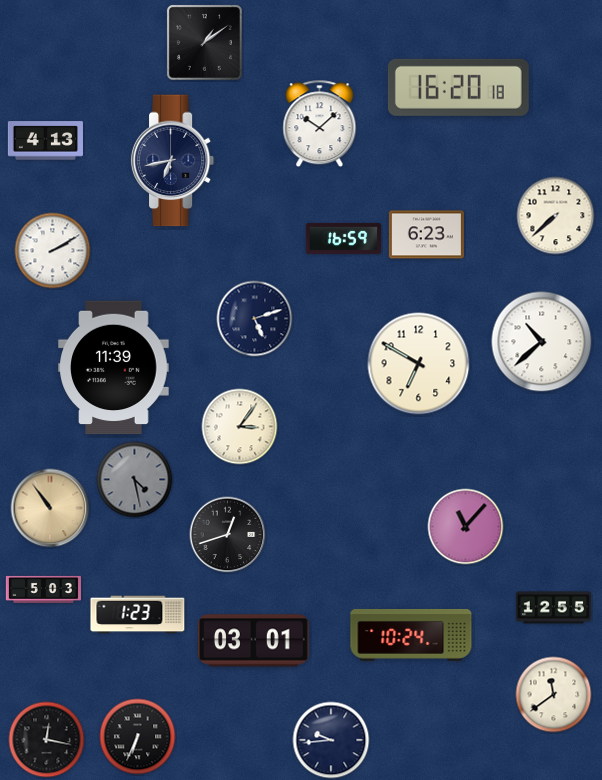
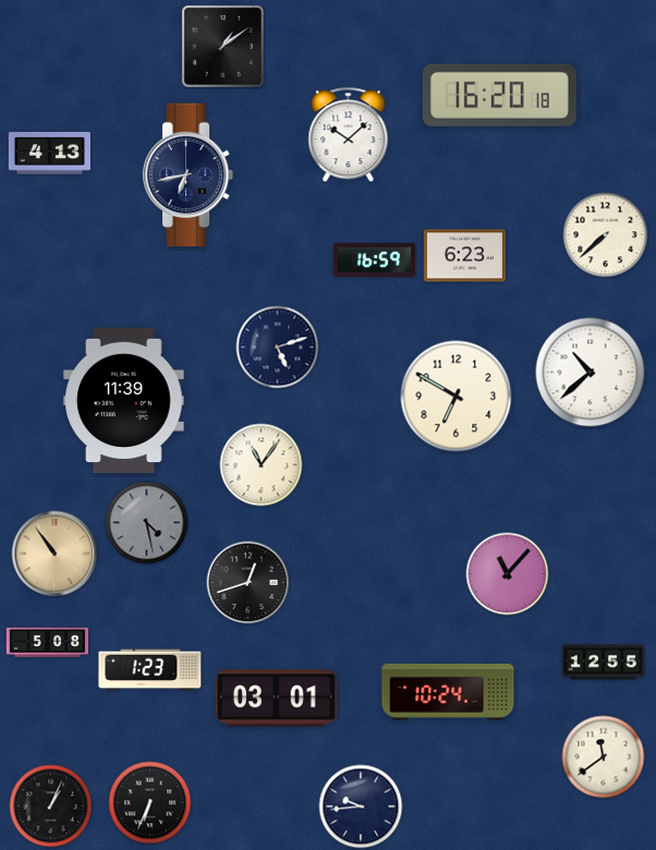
clock at (53, 251): 2:10 -> none
clock at (240, 427): 3:06 -> 11:06
clock at (43, 589): 5:03 -> 5:08
clock at (47, 740): 12:17 -> 1:04
